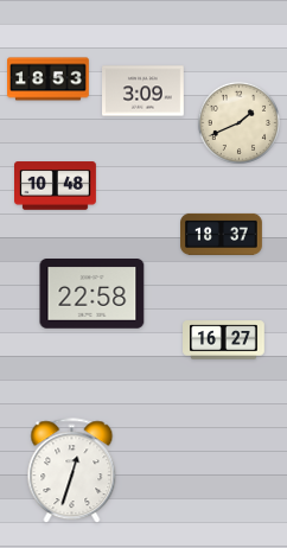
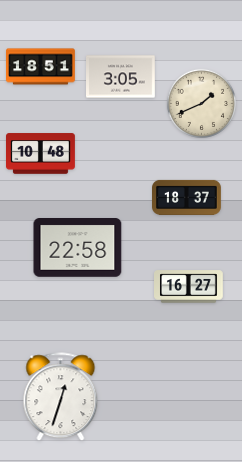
clock at (49, 79): 18:53 -> 18:51
clock at (143, 91): 3:09 -> 3:05
clock at (56, 186) position: (56, 186) -> (41, 154)
